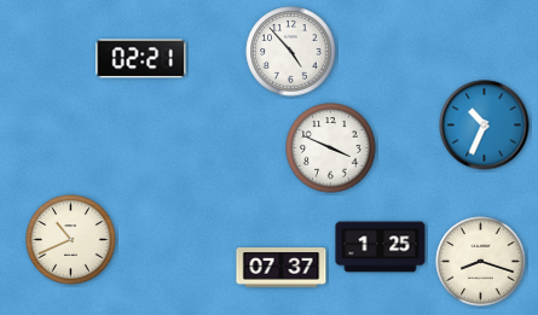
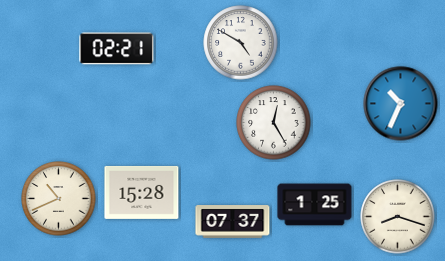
clock at (291, 52): 4:53 -> 4:50
clock at (331, 148): 3:49 -> 12:25
clock at (142, 192): none -> 15:28
